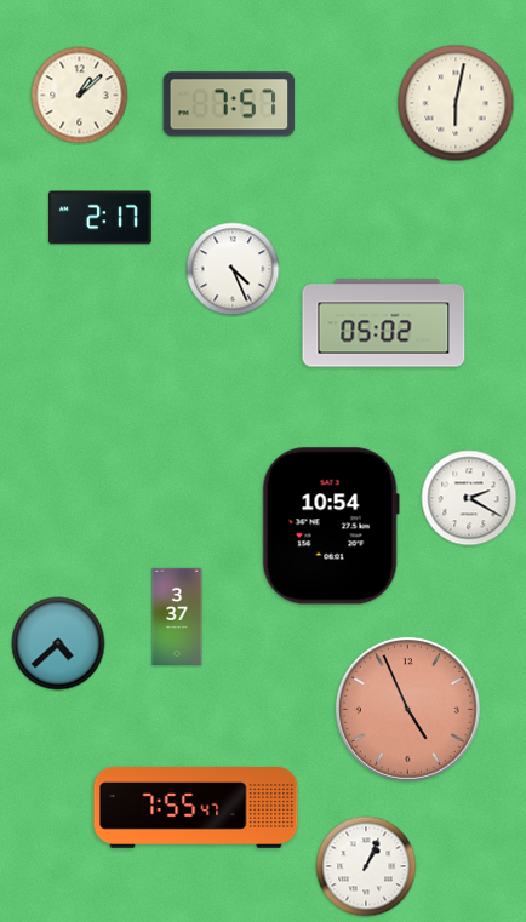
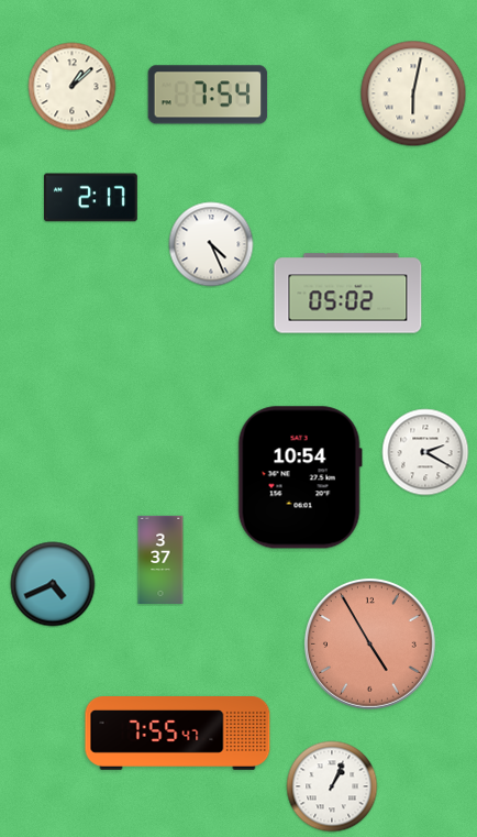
clock at (229, 104): 7:57 -> 7:54
clock at (58, 643): 4:38 -> 4:41
clock at (407, 709): 4:56 -> 4:55
